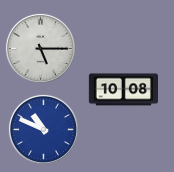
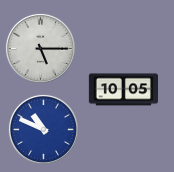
clock at (123, 90): 10:08 -> 10:05
